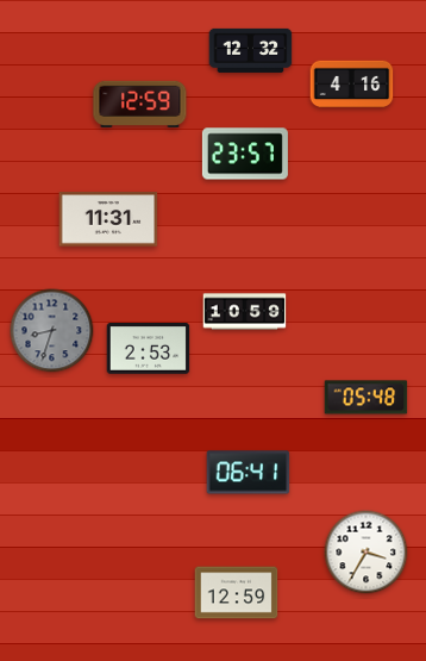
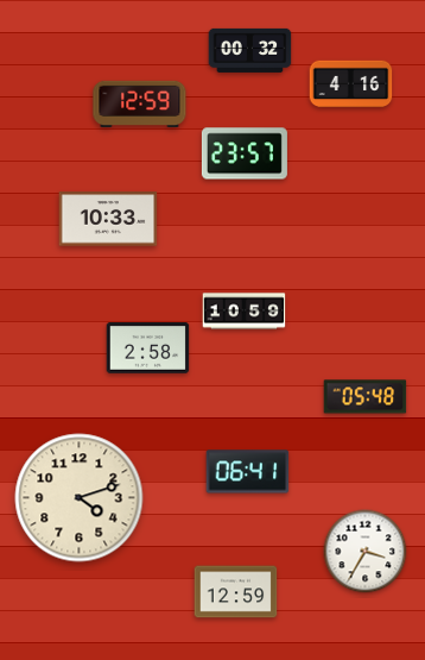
clock at (251, 50): 12:32 -> 00:32
clock at (108, 219): 11:31 -> 10:33
clock at (52, 331): 8:33 -> none
clock at (149, 349): 2:53 -> 2:58
clock at (80, 498): none -> 4:12
